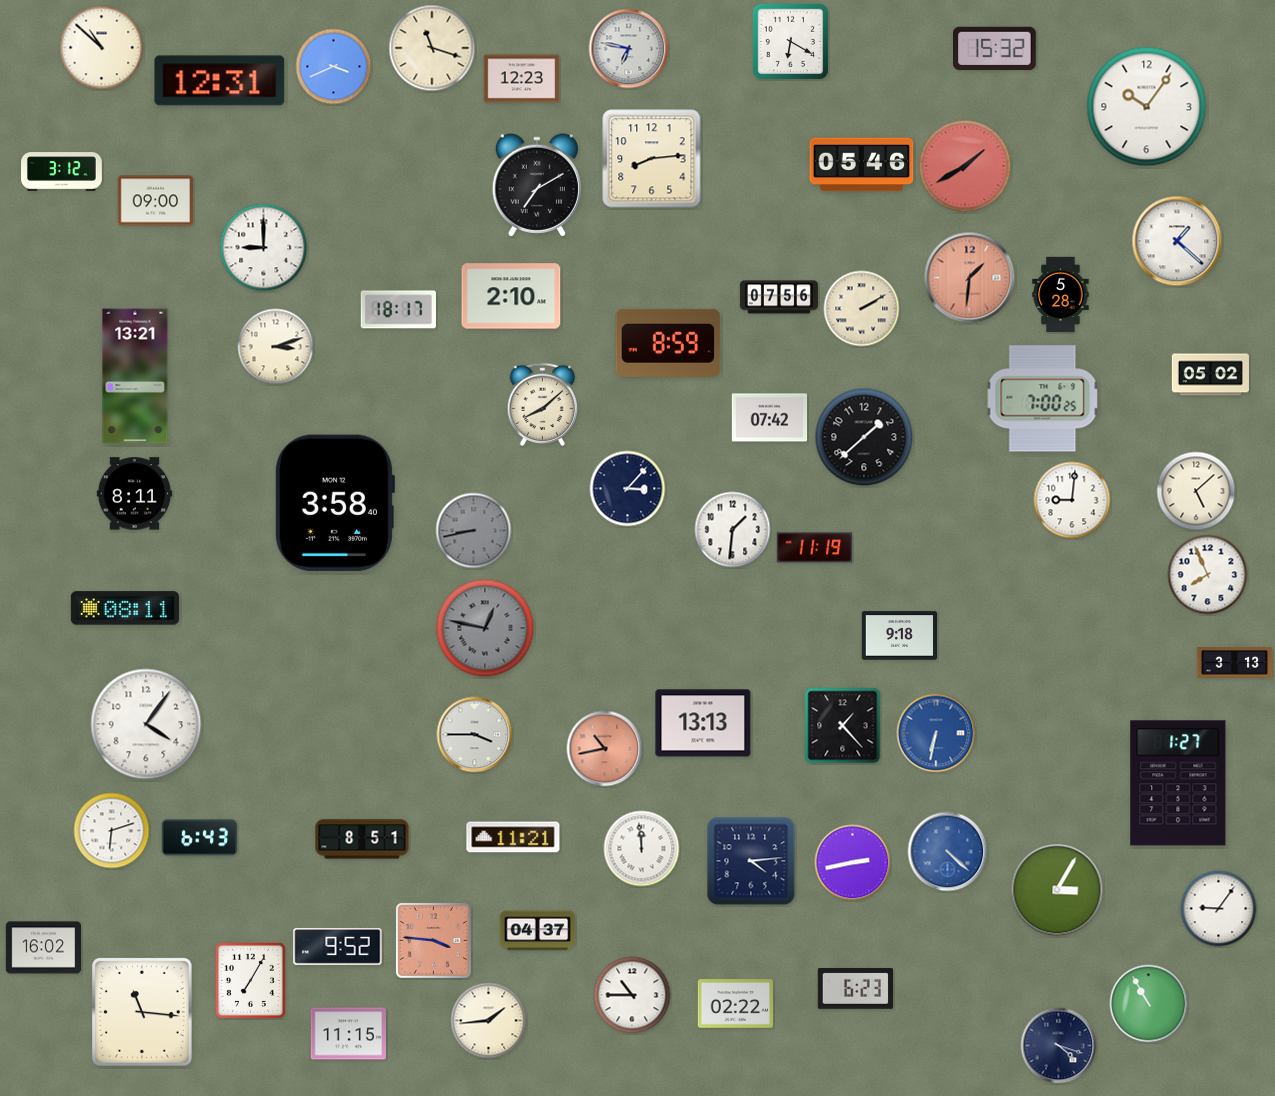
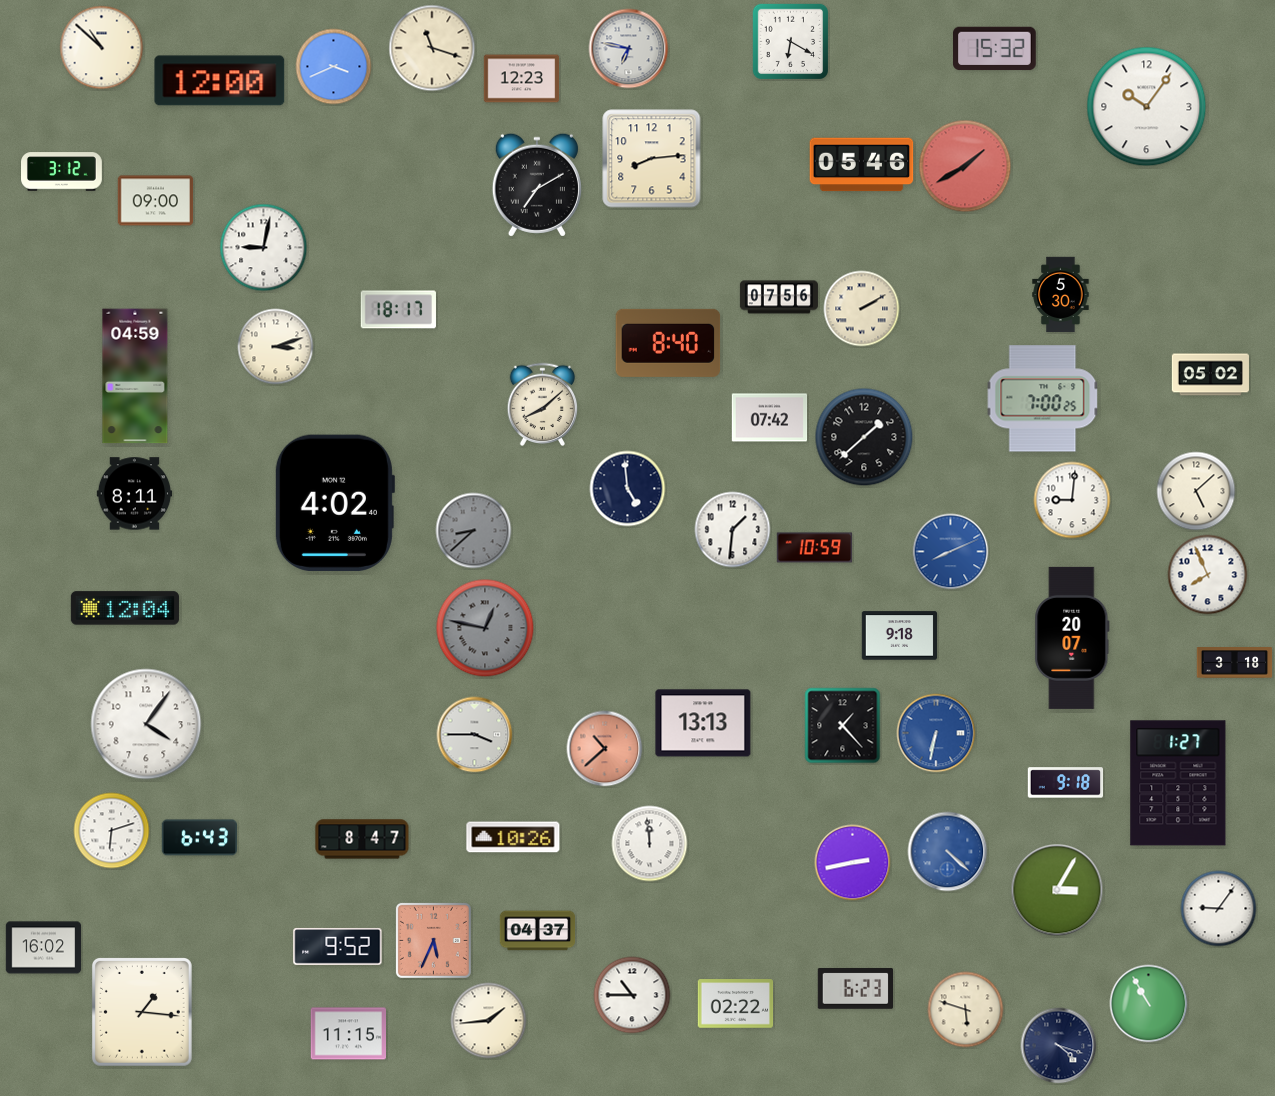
clock at (220, 81): 12:31 -> 12:00
clock at (1177, 241): 1:22 -> none
clock at (264, 248): 9:00 -> 9:02
clock at (970, 278): 1:31 -> none
clock at (1061, 295): 5:28 -> 5:30
clock at (511, 296): 2:10 -> none
clock at (668, 343): 8:59 -> 8:40
clock at (135, 376): 13:21 -> 04:59
clock at (628, 489): 3:07 -> 4:59
clock at (334, 503): 3:58 -> 4:02
clock at (474, 531): 8:43 -> 8:38
clock at (815, 548): 11:19 -> 10:59
clock at (951, 552): none -> 8:11
clock at (125, 608): 08:11 -> 12:04
clock at (1072, 638): none -> 20:07
clock at (1235, 663): 3:13 -> 3:18
clock at (605, 749): 10:43 -> 10:38
clock at (1066, 783): none -> 9:18
clock at (513, 837): 11:21 -> 10:26
clock at (362, 839): 8:51 -> 8:47
clock at (642, 849) position: (642, 849) -> (650, 844)
clock at (751, 861): 4:14 -> none
clock at (433, 940): 3:46 -> 5:34
clock at (250, 980): 7:05 -> none
clock at (966, 1010): none -> 5:48
clock at (142, 1012): 11:16 -> 1:16
